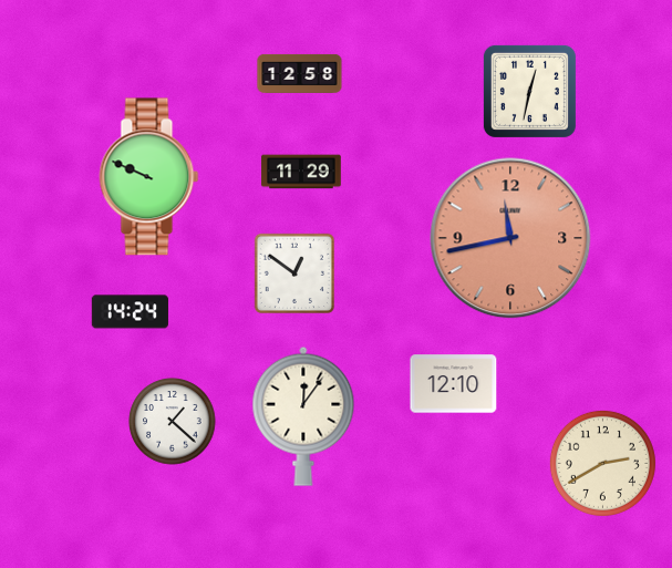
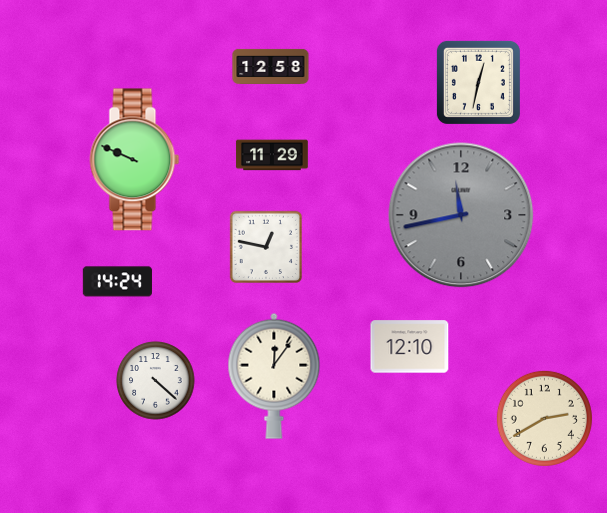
clock at (510, 238) dial: salmon -> grey
clock at (293, 272): 12:51 -> 12:47
clock at (173, 422): 1:22 -> 4:22
